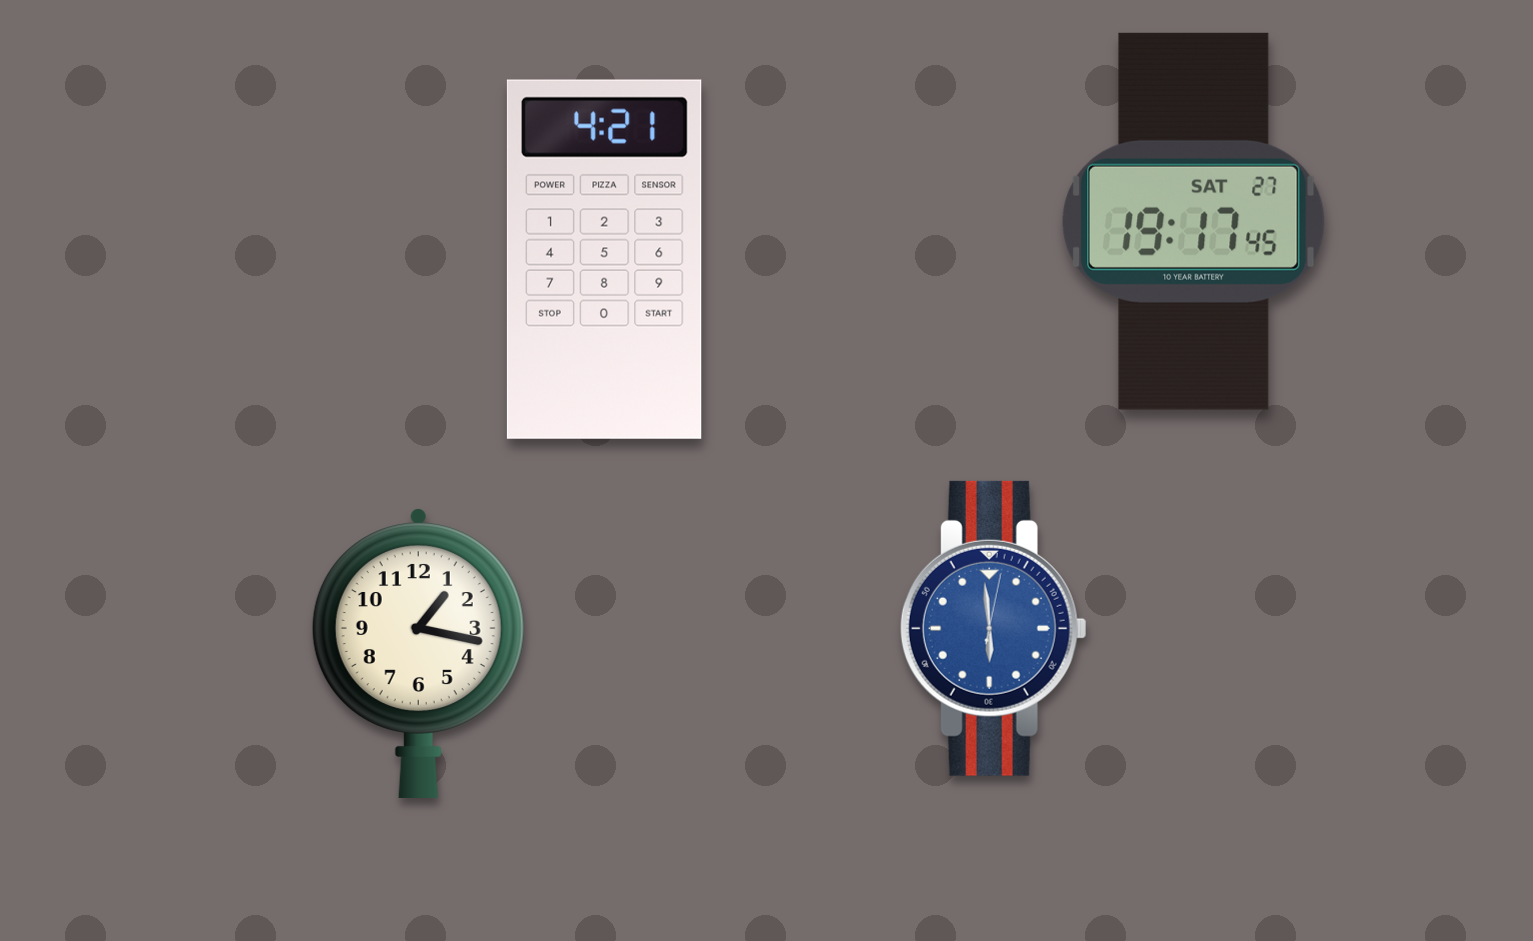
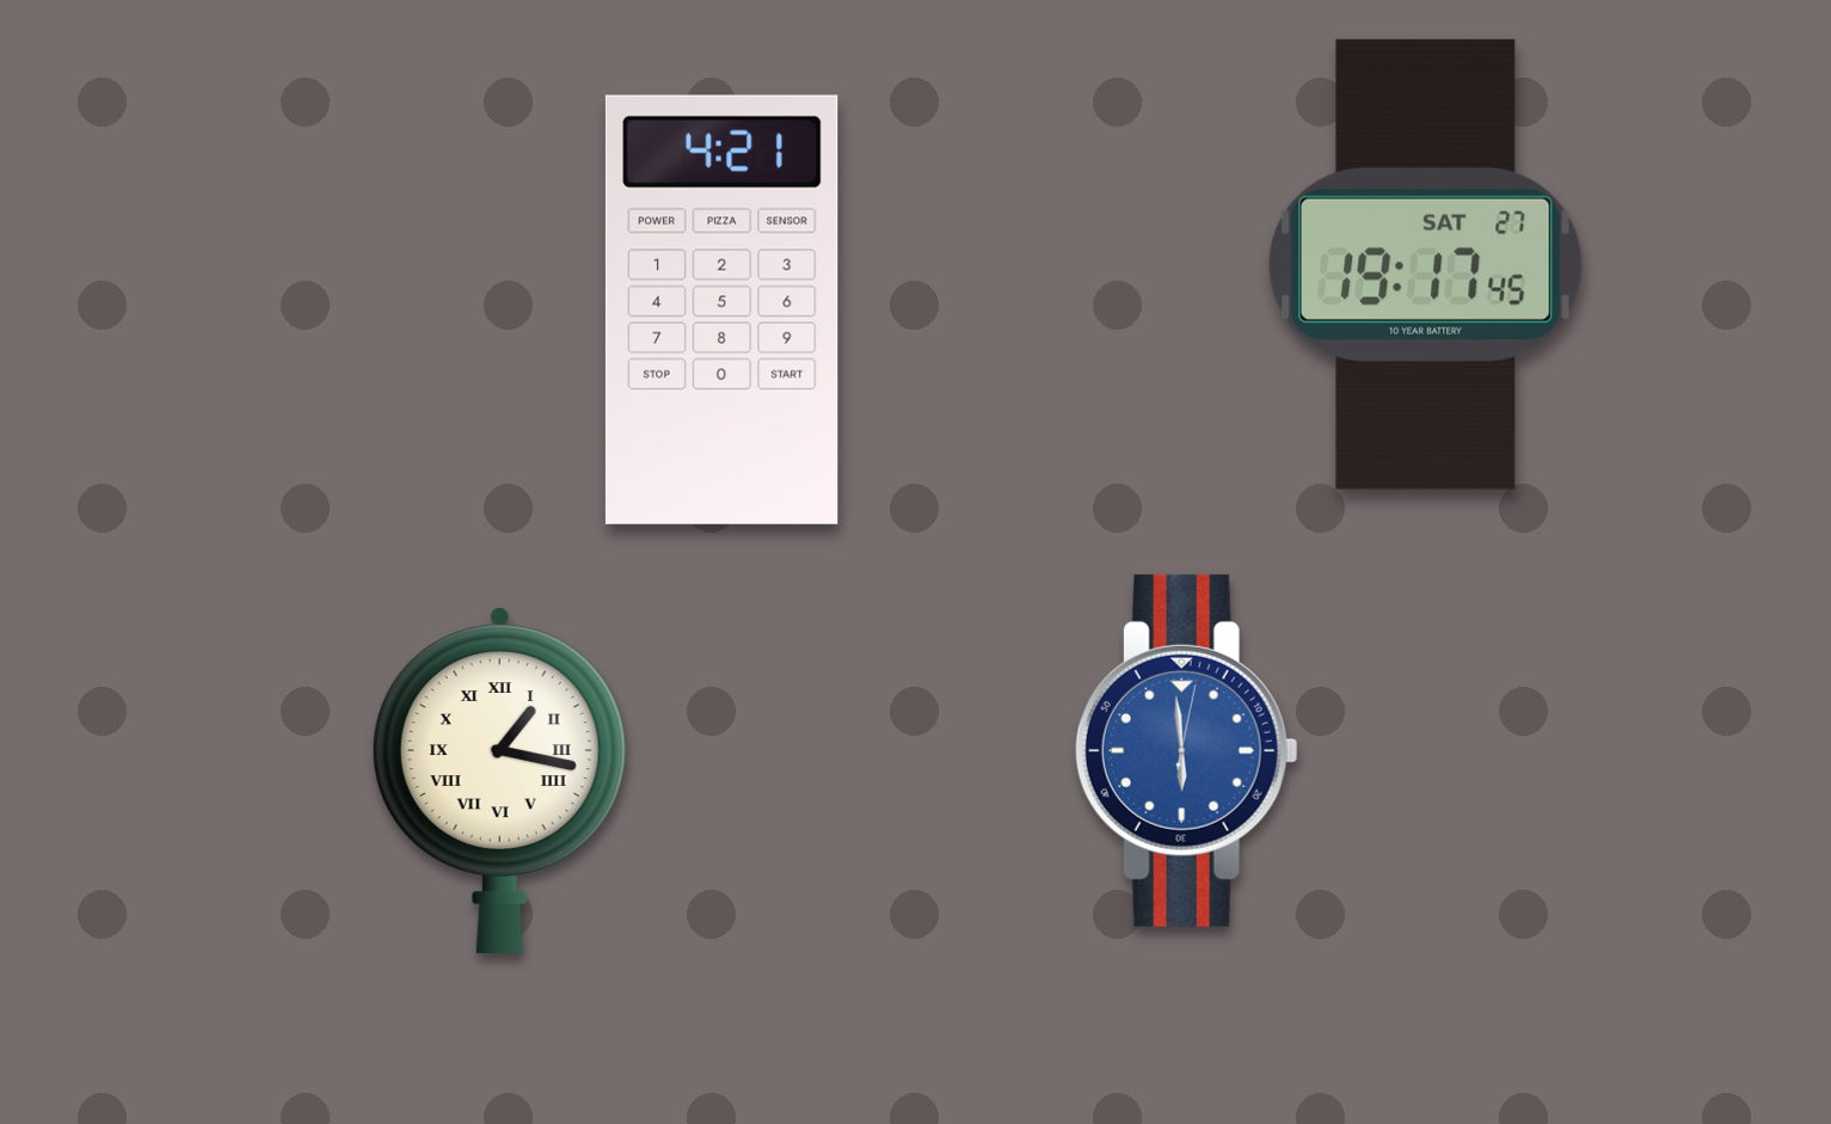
clock at (418, 653) numerals: Arabic -> Roman
